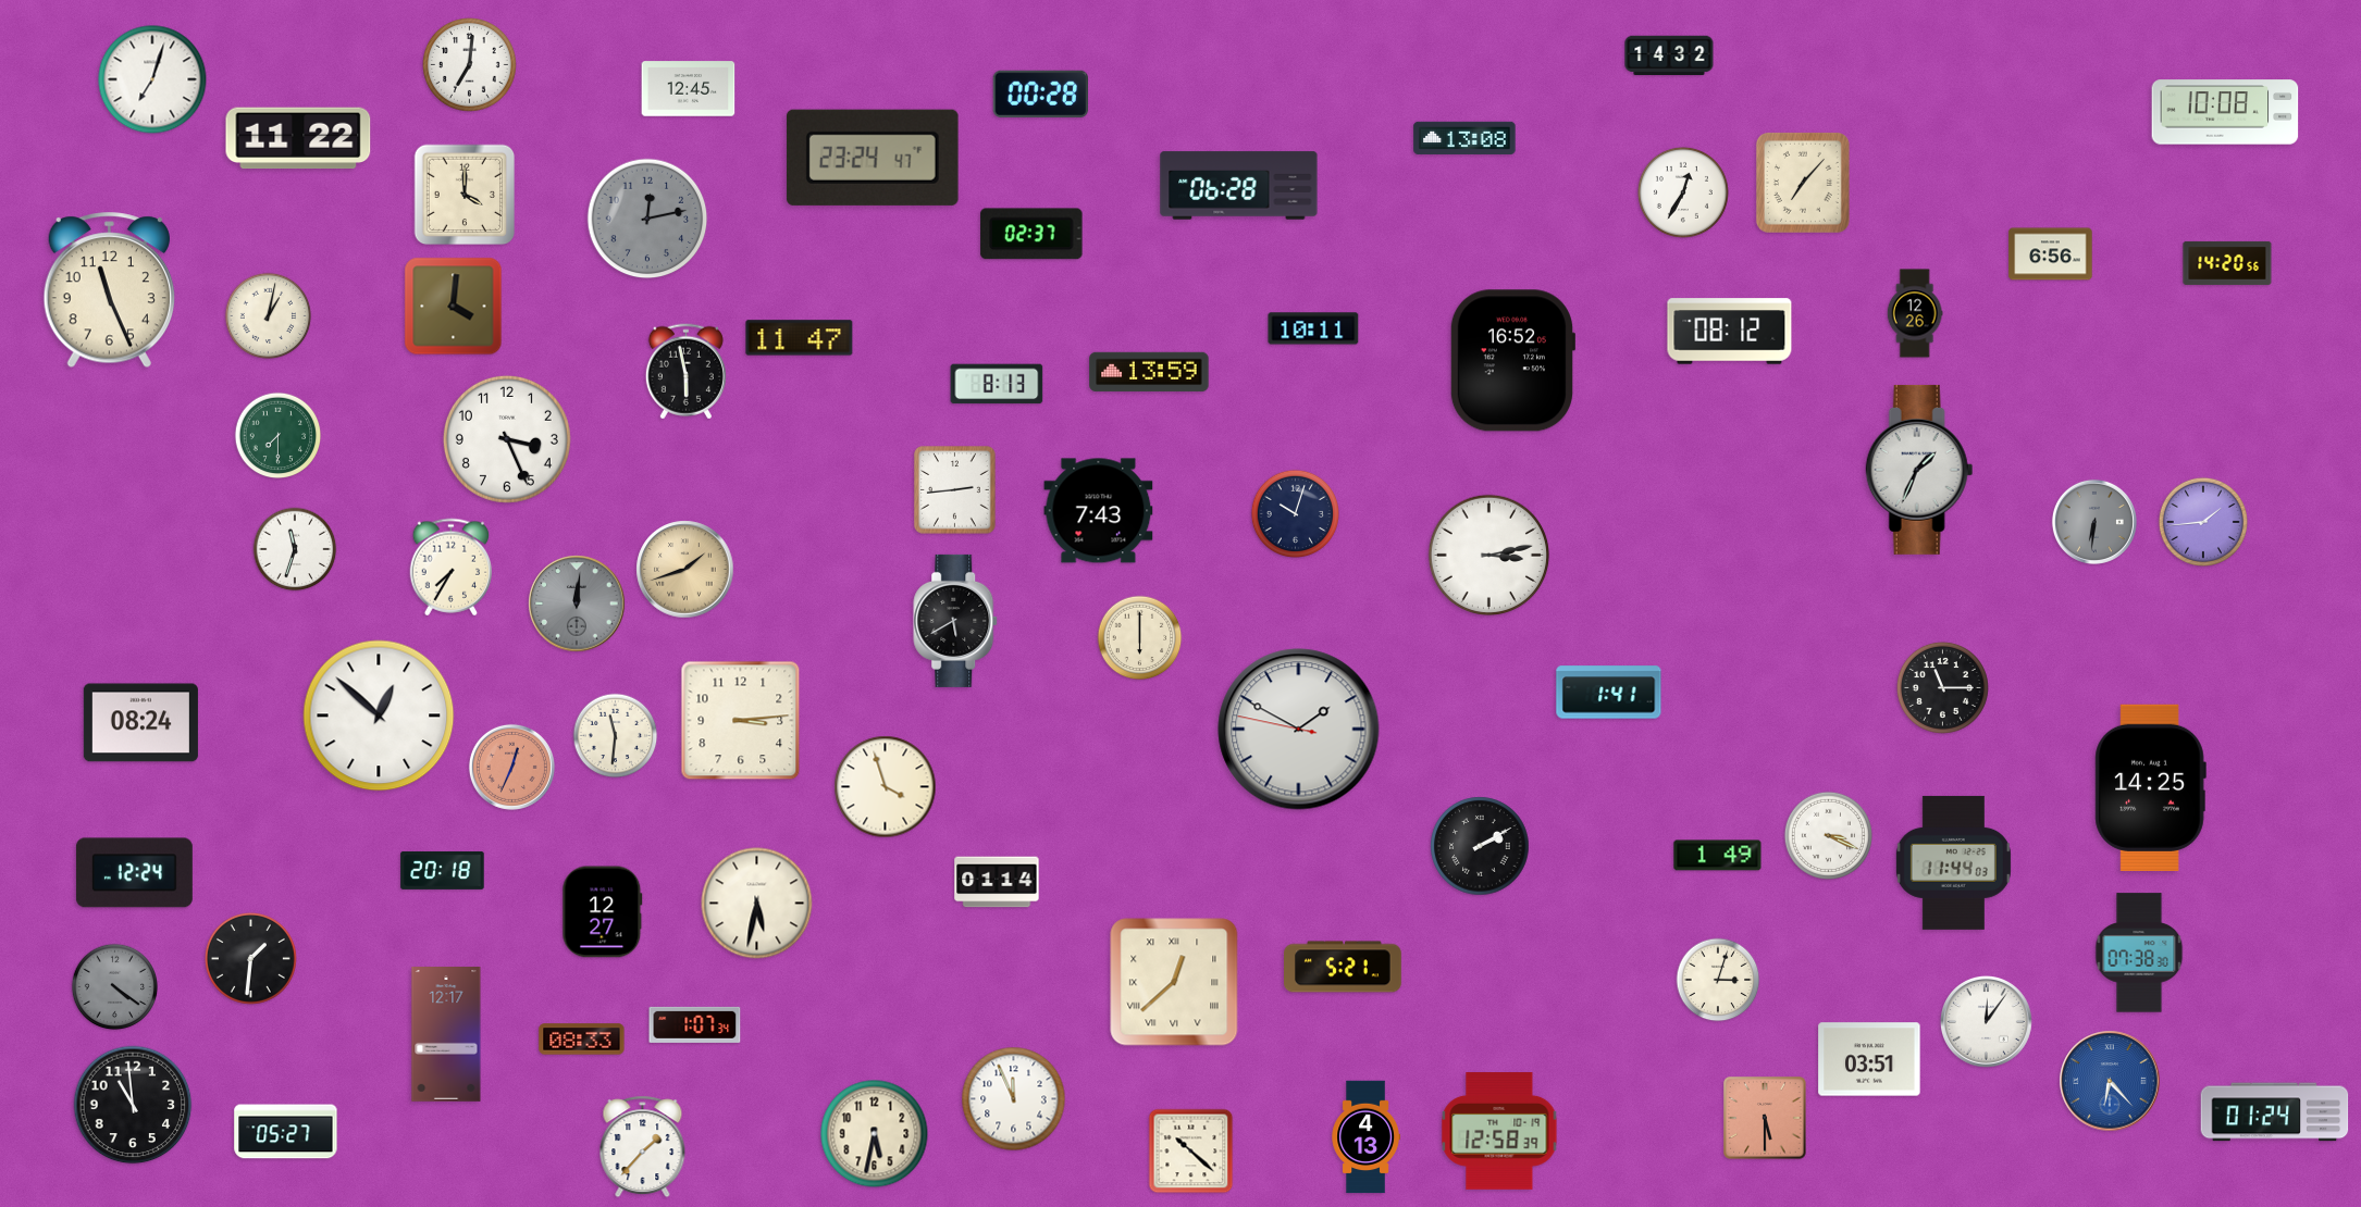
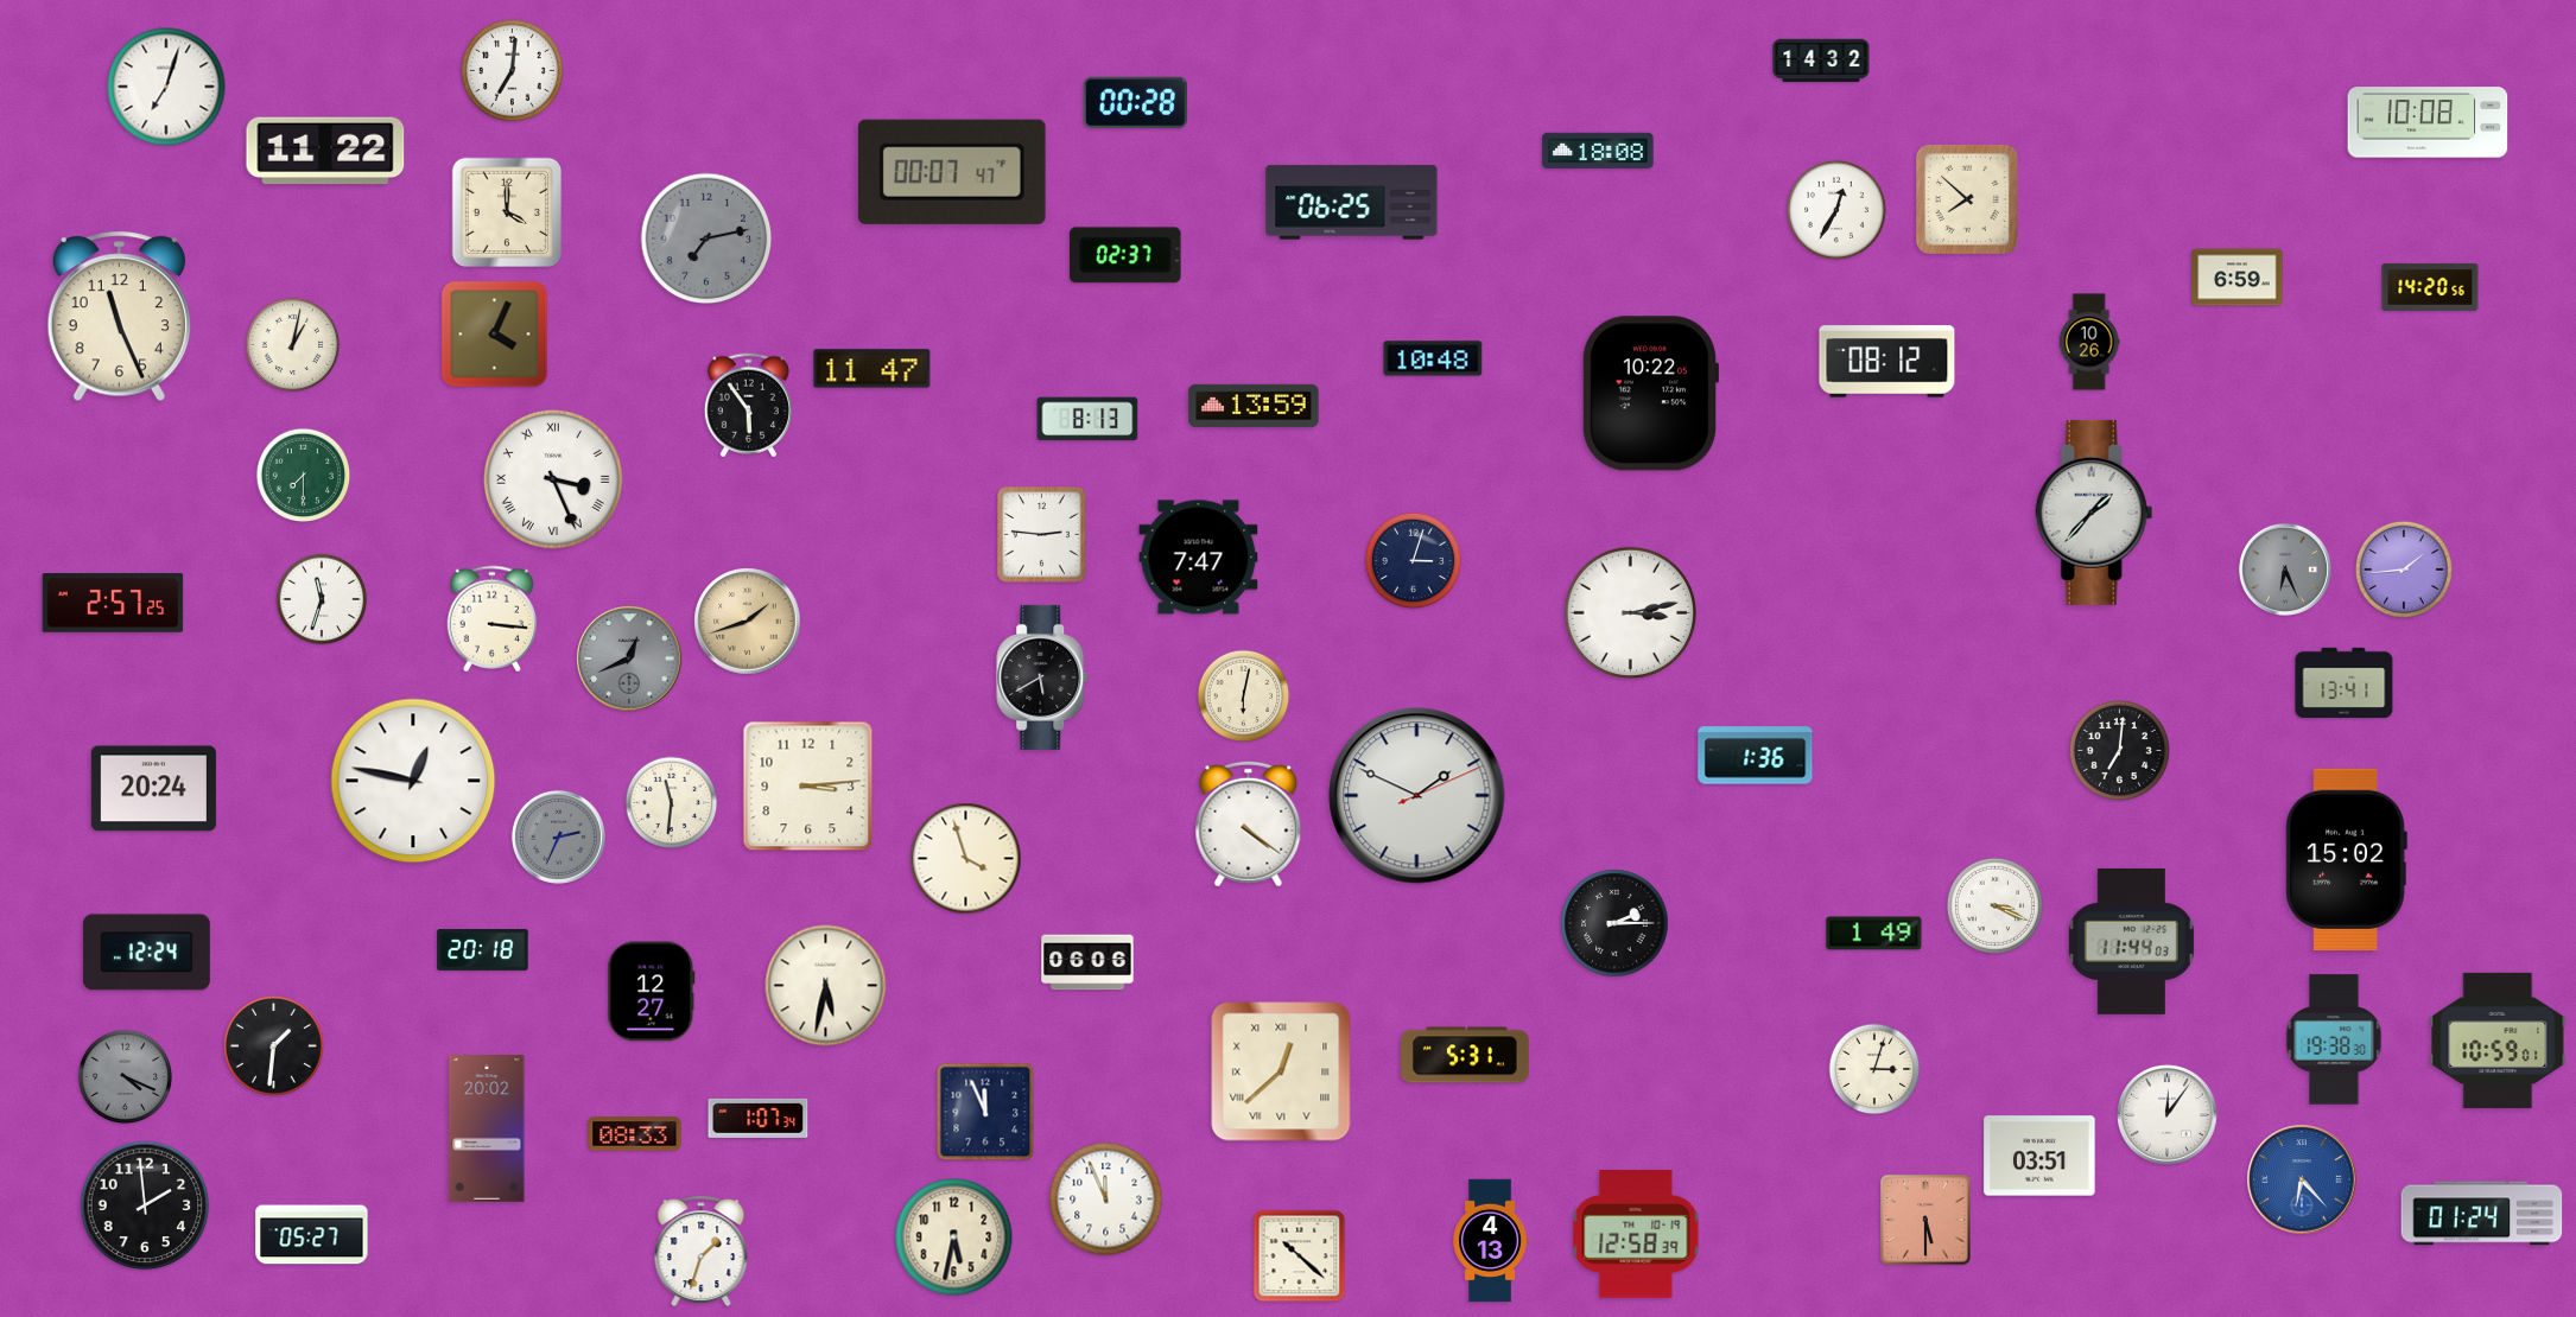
clock at (689, 89): 12:45 -> none
clock at (1464, 138): 13:08 -> 18:08
clock at (873, 158): 23:24 -> 00:07
clock at (1803, 183): 7:07 -> 7:52
clock at (1239, 186): 06:28 -> 06:25
clock at (647, 219): 12:13 -> 7:13
clock at (2051, 254): 6:56 -> 6:59
clock at (454, 307): 4:01 -> 4:04
clock at (1915, 313): 12:26 -> 10:26
clock at (1313, 328): 10:11 -> 10:48
clock at (1511, 361): 16:52 -> 10:22
clock at (685, 372): 5:58 -> 5:54
clock at (507, 439) numerals: Arabic -> Roman
clock at (1919, 470): 1:34 -> 1:37
clock at (955, 490): 2:44 -> 2:46
clock at (1099, 511): 7:43 -> 7:47
clock at (1295, 513): 10:03 -> 3:03
clock at (2094, 522): 6:31 -> 6:26
clock at (113, 603): none -> 2:57
clock at (1489, 556) position: (1489, 556) -> (1631, 613)
clock at (452, 568): 7:35 -> 3:16
clock at (577, 603): 12:01 -> 12:41
clock at (2345, 682): none -> 13:41
clock at (1140, 638): 6:00 -> 6:02
clock at (1942, 687): 11:15 -> 7:01
clock at (1609, 693): 1:41 -> 1:36
clock at (379, 716): 12:52 -> 12:47
clock at (140, 723): 08:24 -> 20:24
clock at (1299, 730): 1:49:47 -> 1:49:11
clock at (1249, 825): none -> 4:21
clock at (511, 767): 12:34 -> 2:34
clock at (511, 767) dial: salmon -> grey
clock at (2150, 787): 14:25 -> 15:02
clock at (1828, 835) position: (1828, 835) -> (1994, 905)
clock at (1480, 846): 2:10 -> 2:15
clock at (997, 882): 01:14 -> 06:06
clock at (603, 912) position: (603, 912) -> (652, 992)
clock at (2139, 953): 07:38 -> 19:38
clock at (2498, 1041): none -> 10:59
clock at (1344, 967): 5:21 -> 5:31
clock at (115, 987): 4:21 -> 4:19
clock at (985, 1112): none -> 11:56
clock at (446, 1035): 12:17 -> 20:02
clock at (133, 1105): 10:59 -> 1:59
clock at (643, 1147): 1:37 -> 1:33
